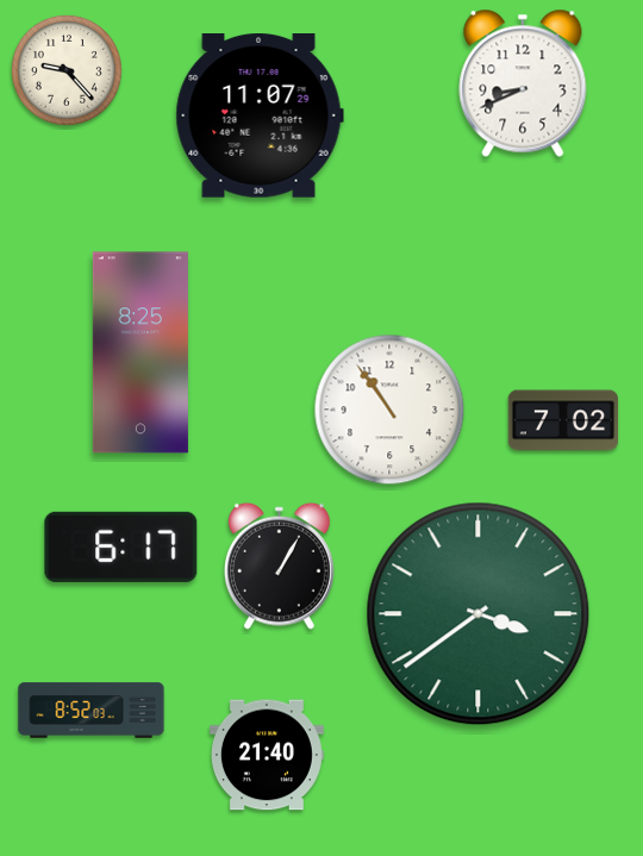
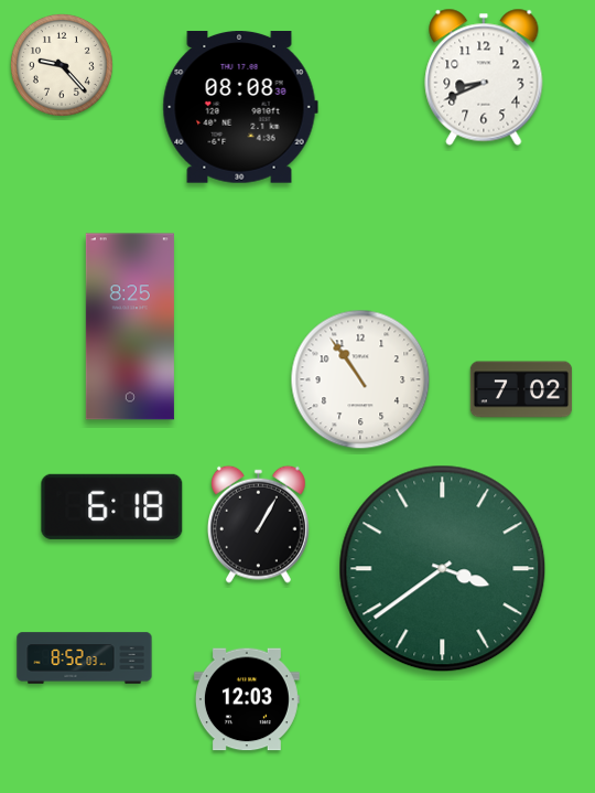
clock at (260, 117): 11:07 -> 08:08
clock at (121, 546): 6:17 -> 6:18
clock at (267, 755): 21:40 -> 12:03
